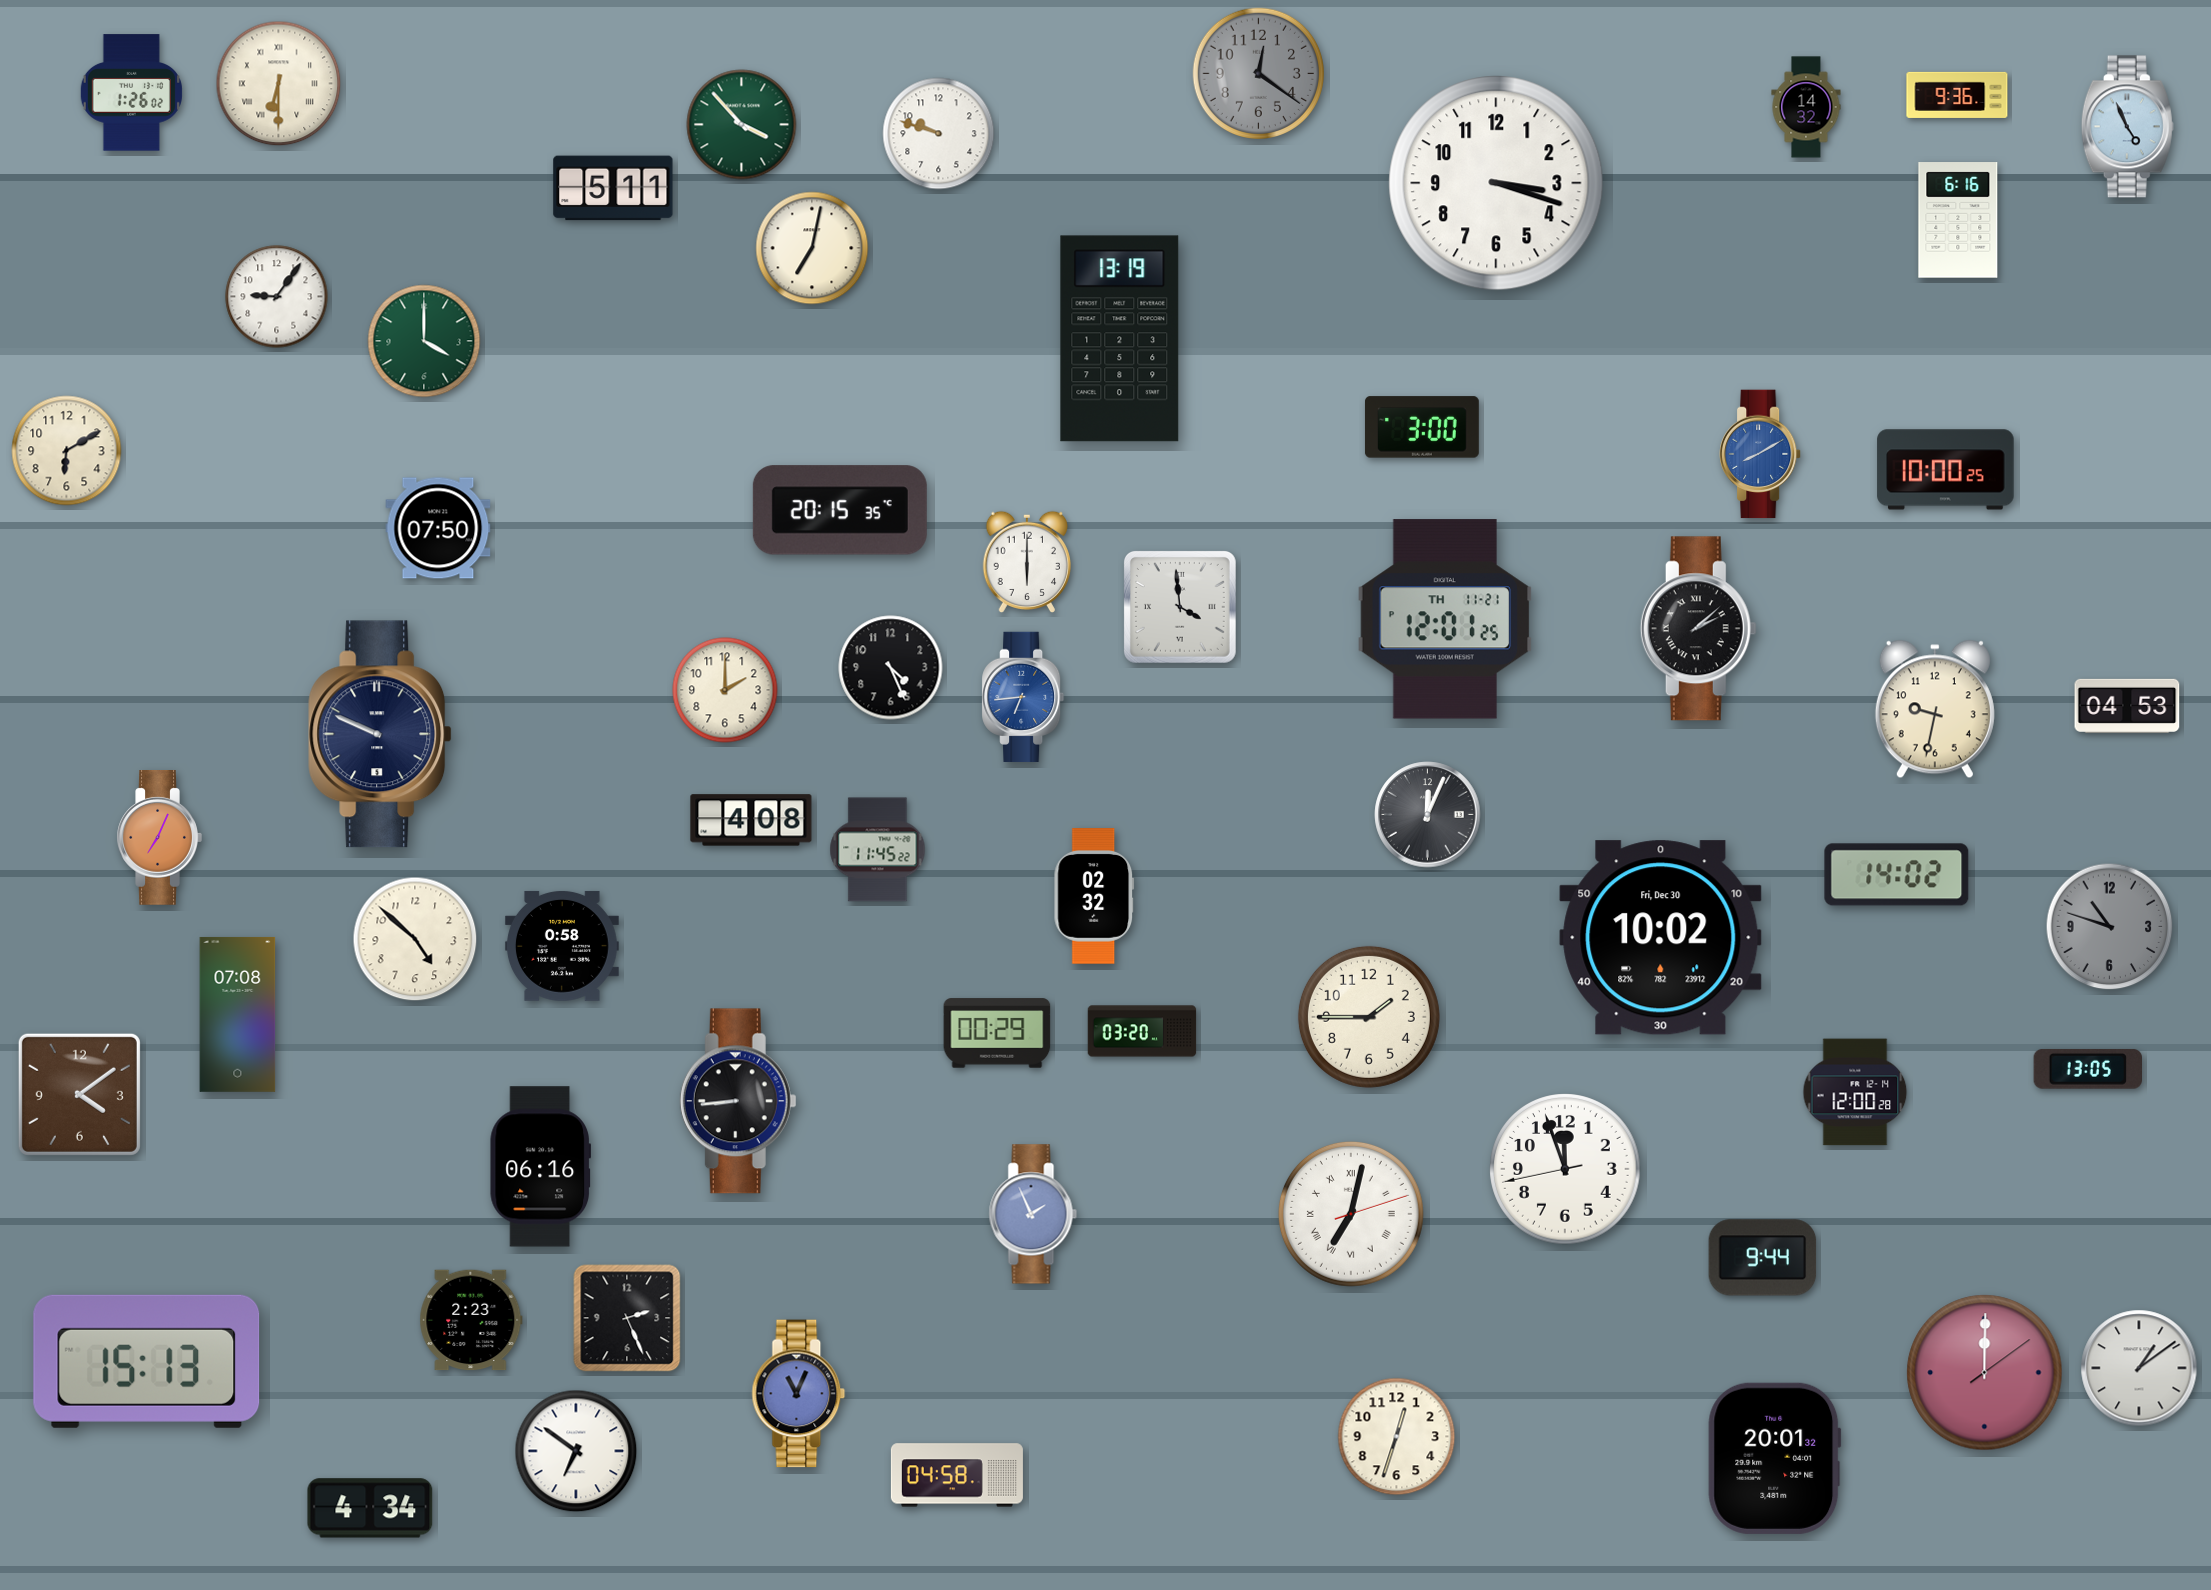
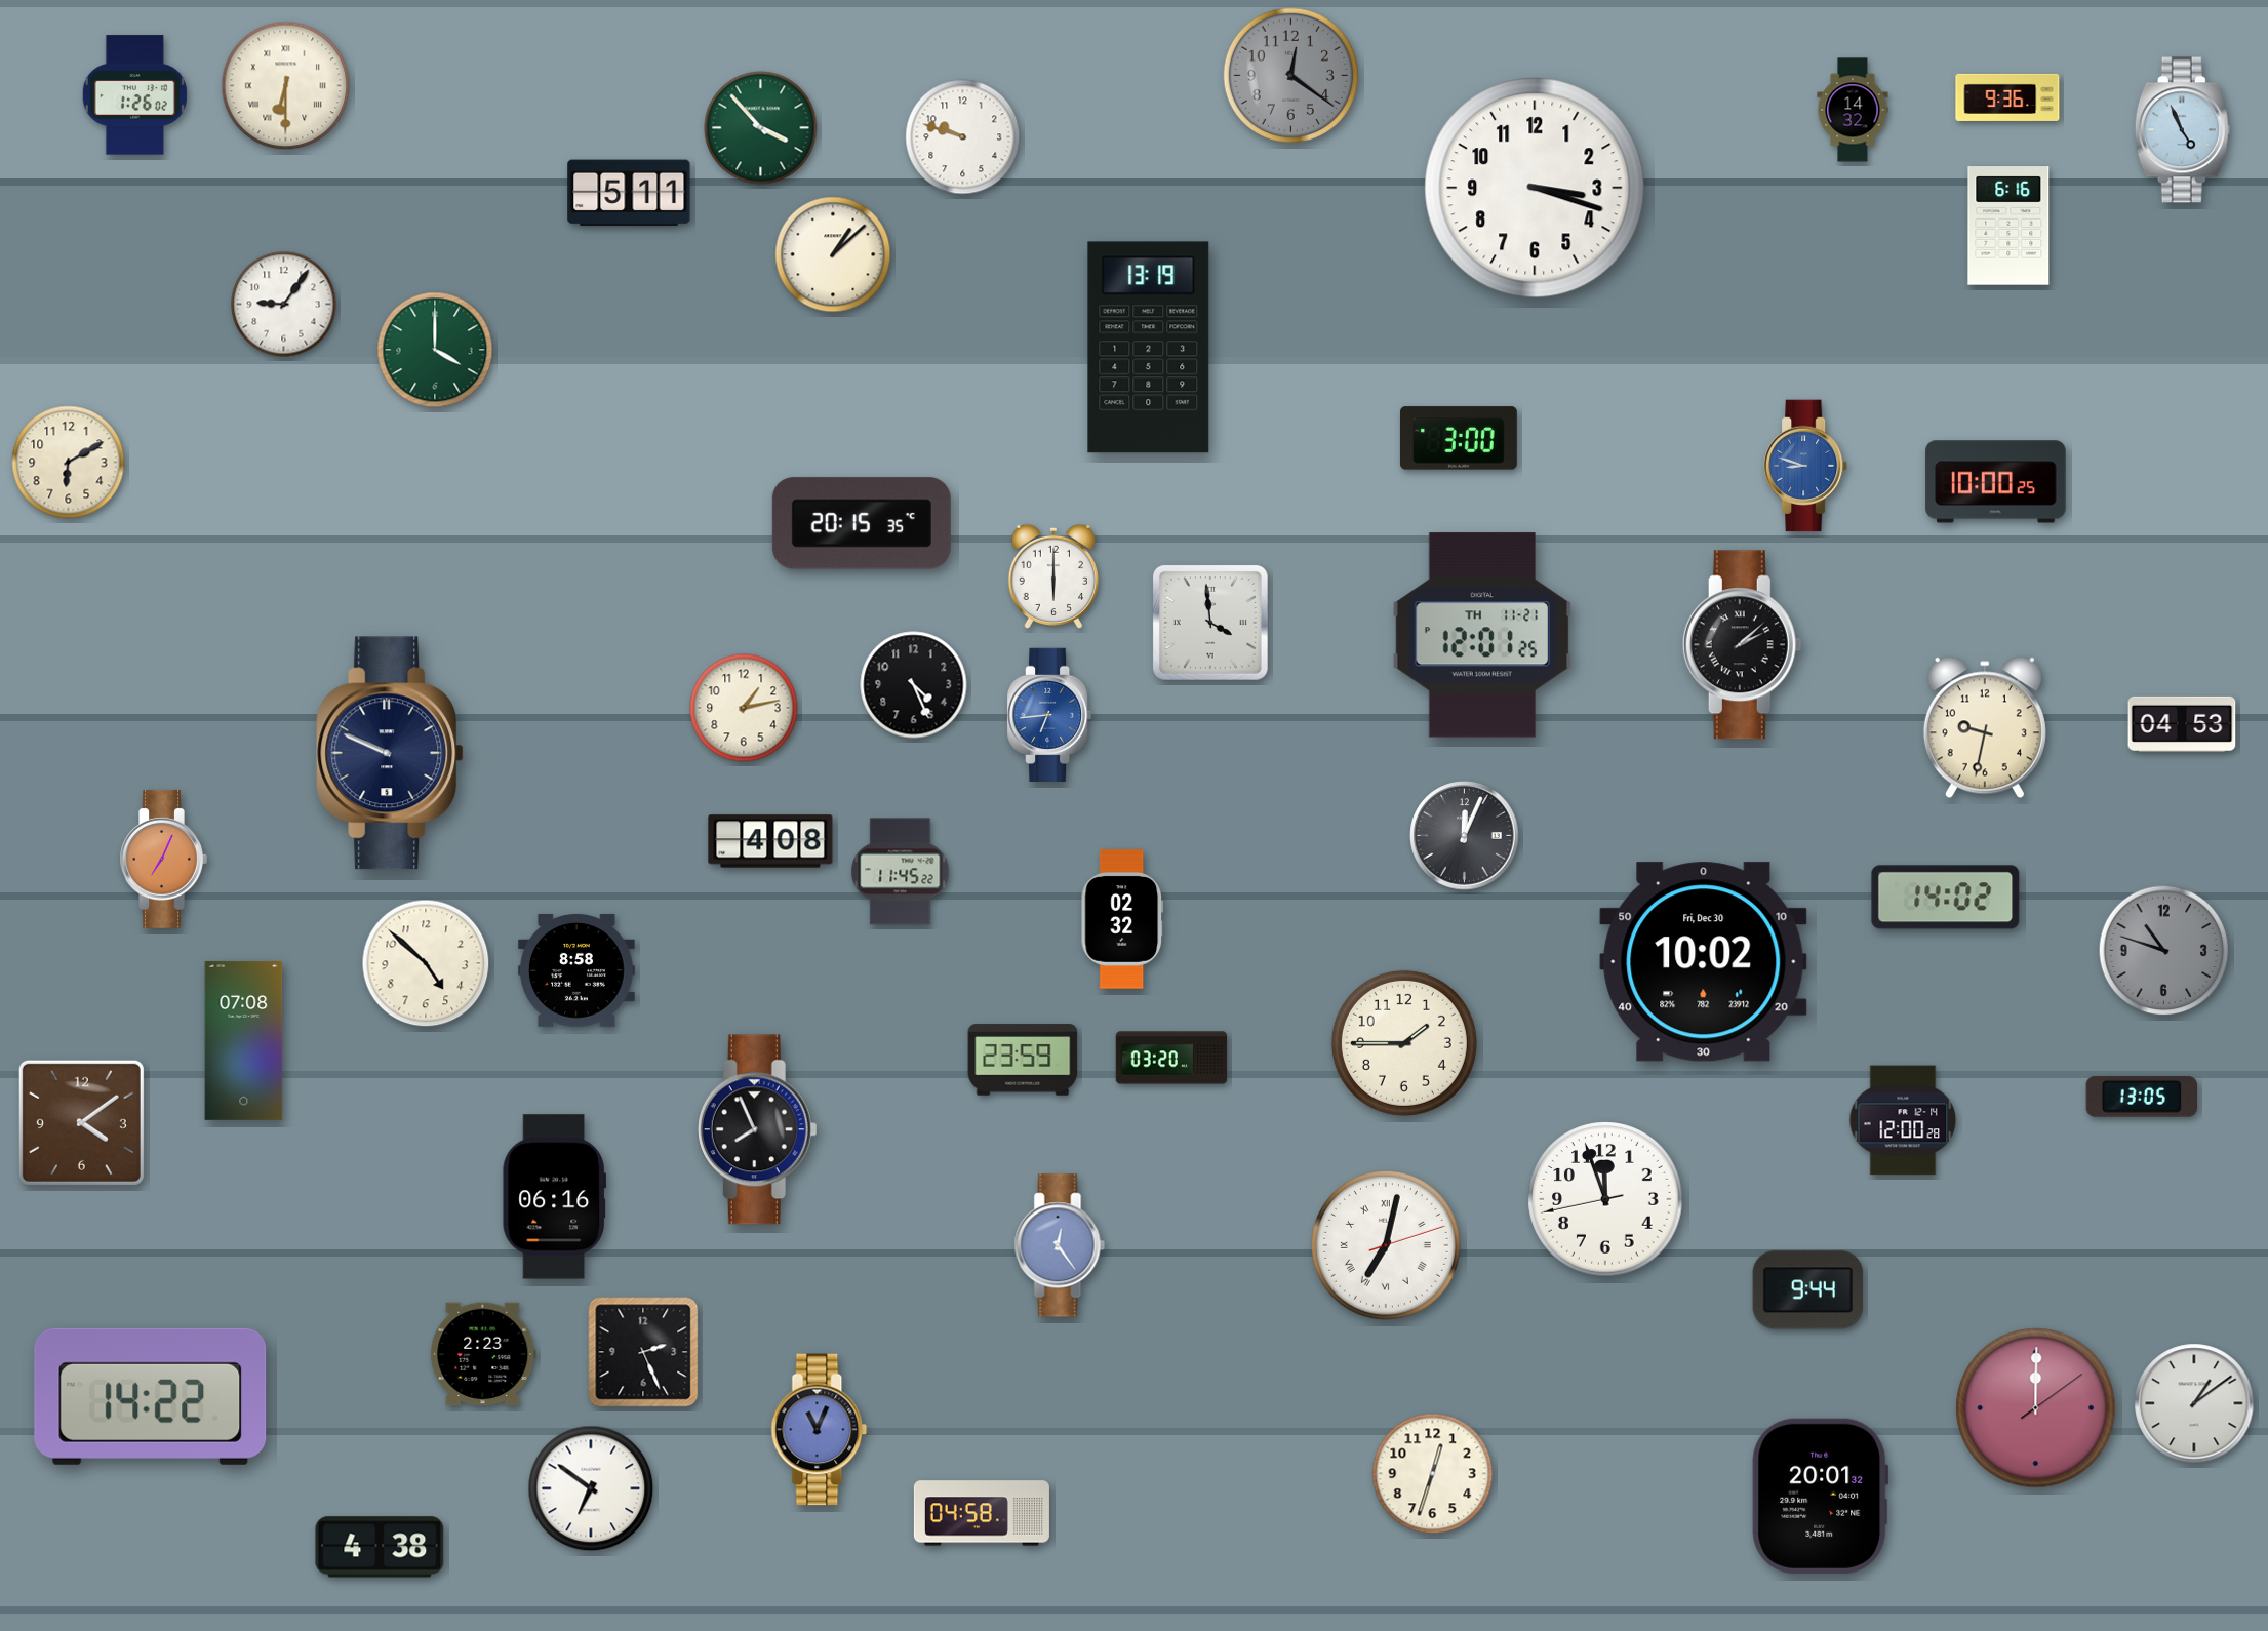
clock at (812, 248): 7:02 -> 1:08
clock at (1761, 454): 8:10 -> 8:48
clock at (438, 528): 07:50 -> none
clock at (725, 690): 2:00 -> 1:13
clock at (562, 946): 0:58 -> 8:58
clock at (997, 1033): 00:29 -> 23:59
clock at (738, 1101): 8:44 -> 7:56
clock at (1033, 1214): 1:56 -> 12:24
clock at (147, 1361): 15:13 -> 14:22
clock at (370, 1508): 4:34 -> 4:38
